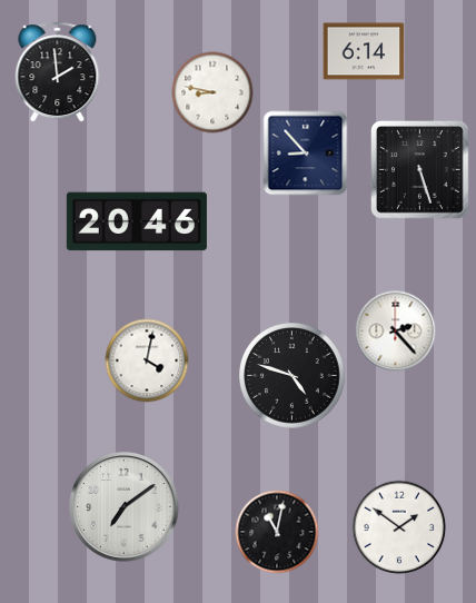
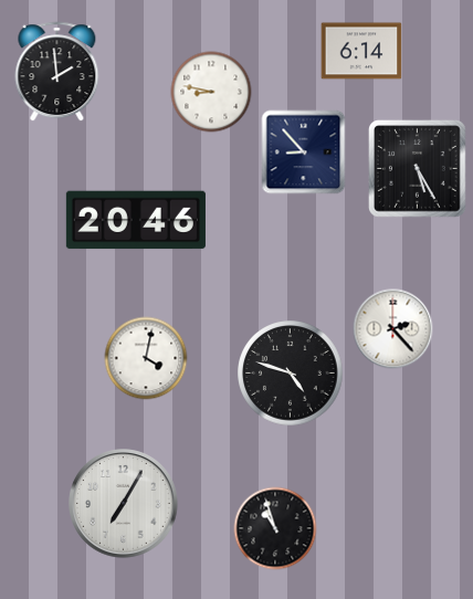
clock at (420, 170): 5:27 -> 5:25
clock at (125, 507): 7:09 -> 7:05
clock at (399, 527): 1:51 -> none
clock at (277, 532): 11:02 -> 10:57
